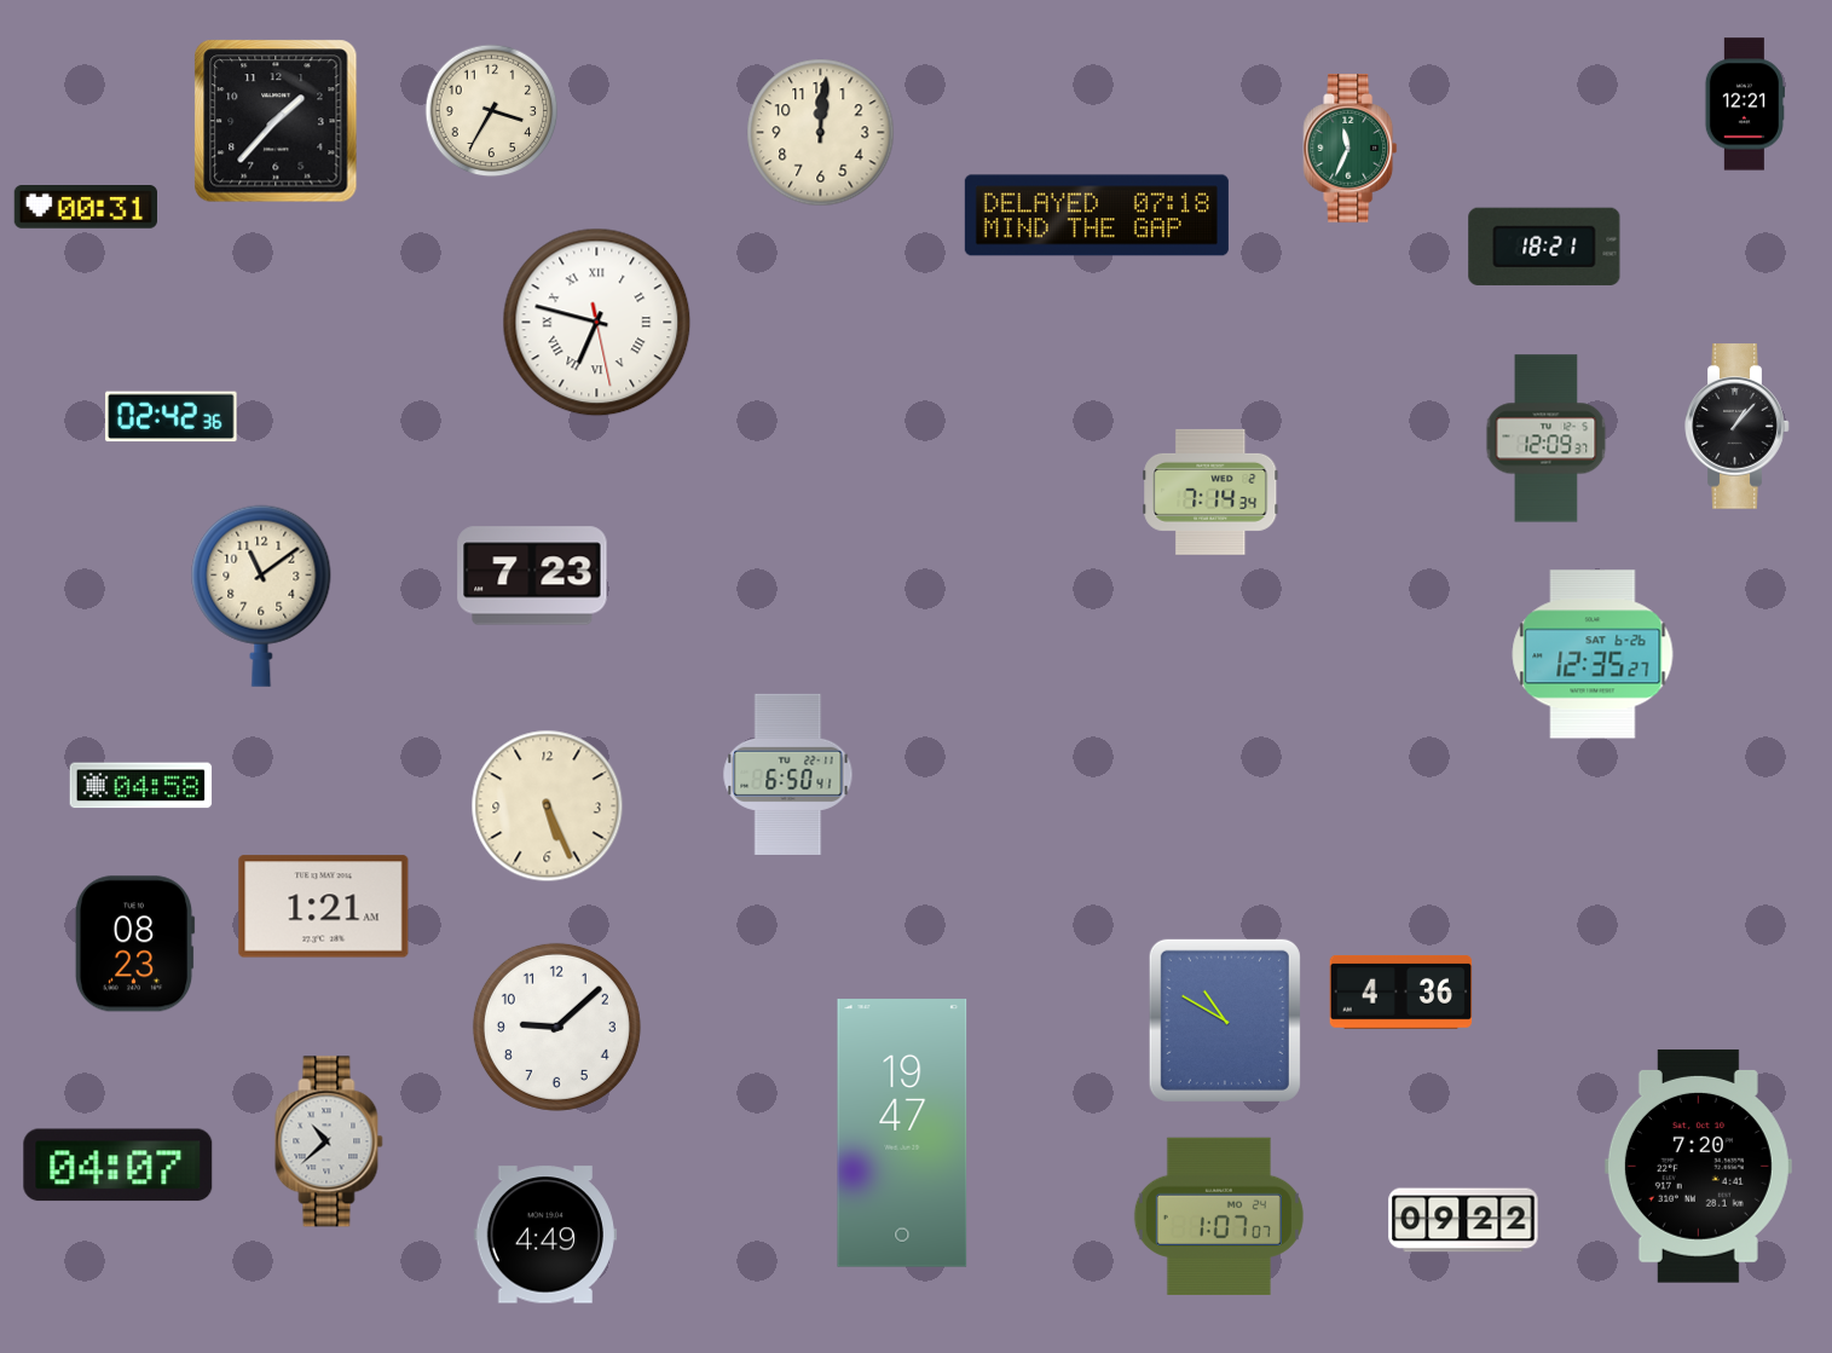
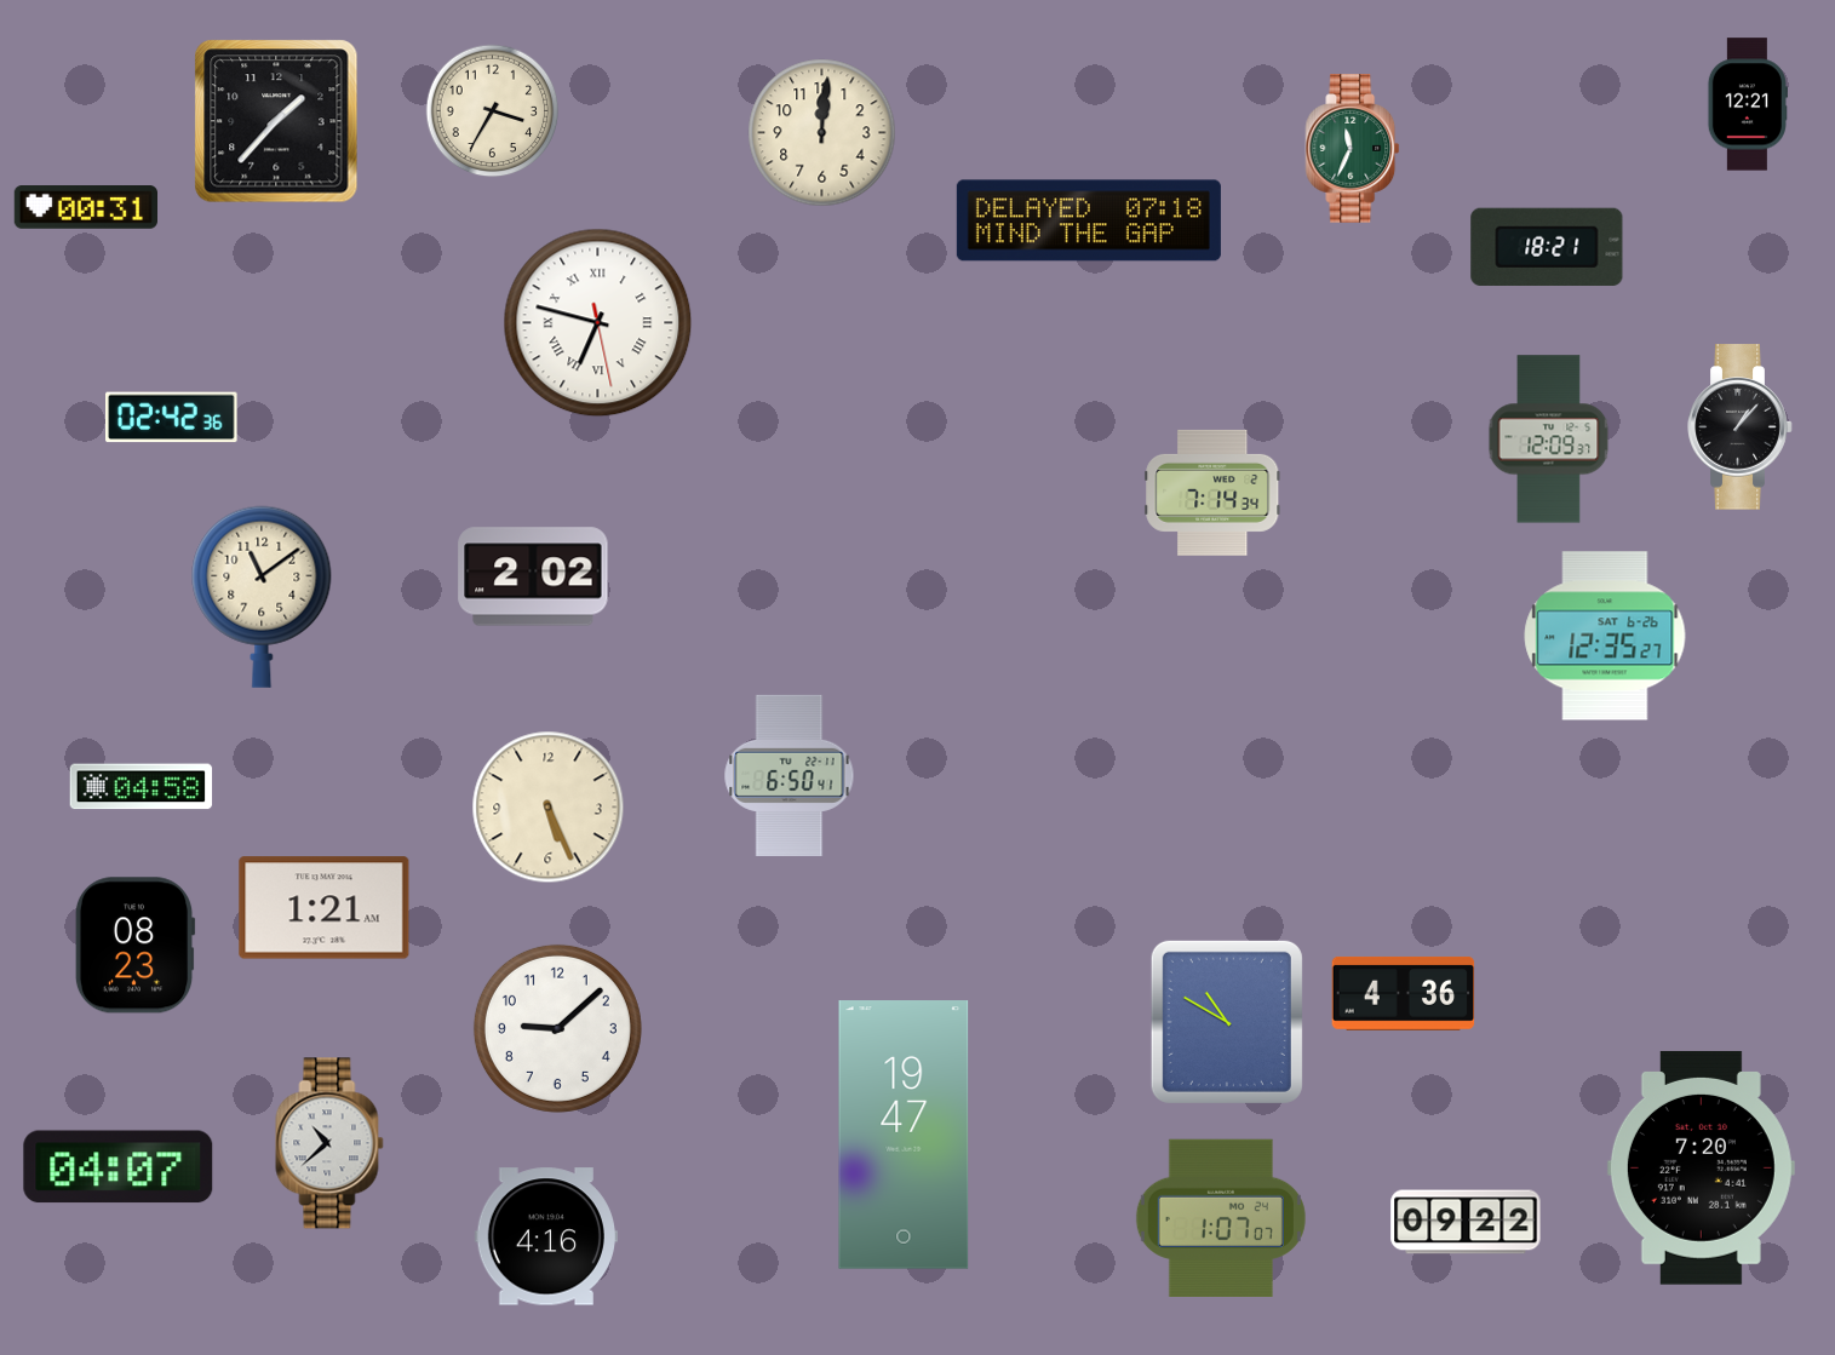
clock at (1097, 215) position: (1097, 215) -> (1089, 220)
clock at (532, 576): 7:23 -> 2:02
clock at (1593, 654) position: (1593, 654) -> (1605, 636)
clock at (545, 1235): 4:49 -> 4:16
